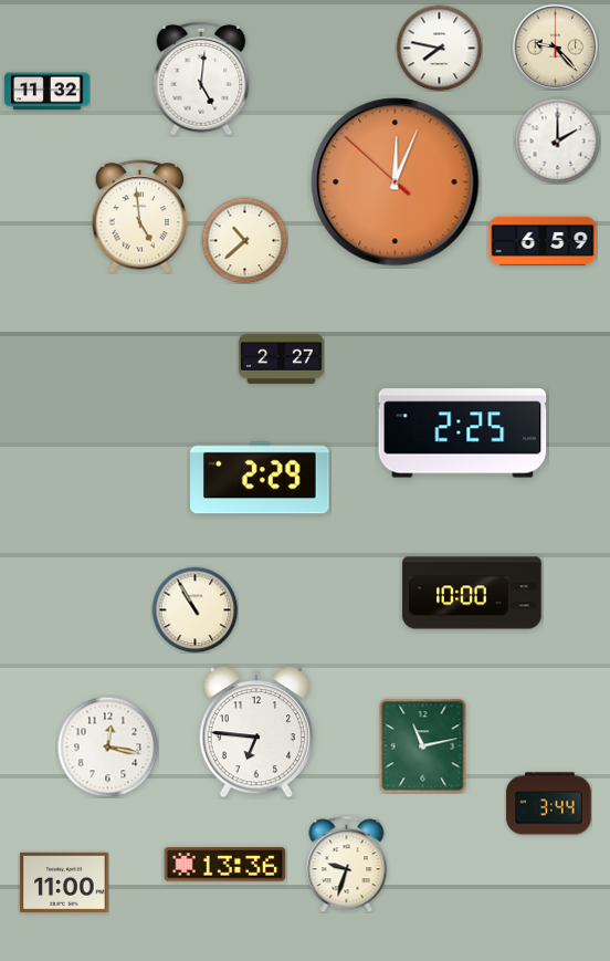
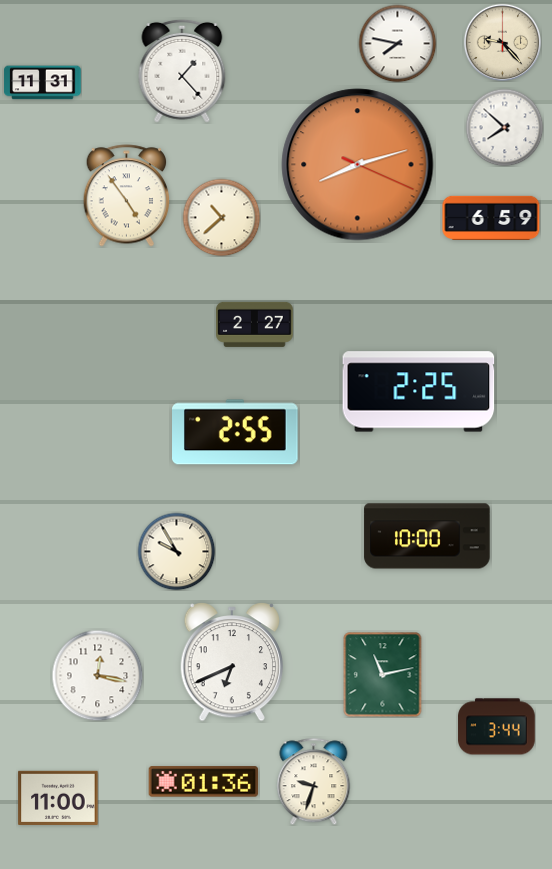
clock at (201, 79): 5:01 -> 1:23
clock at (48, 92): 11:32 -> 11:31
clock at (557, 140): 2:00 -> 7:52
clock at (396, 182): 12:03 -> 8:12
clock at (140, 217): 4:59 -> 4:54
clock at (261, 478): 2:29 -> 2:55
clock at (194, 609): 10:55 -> 9:55
clock at (255, 733): 6:46 -> 6:41
clock at (225, 865): 13:36 -> 01:36
